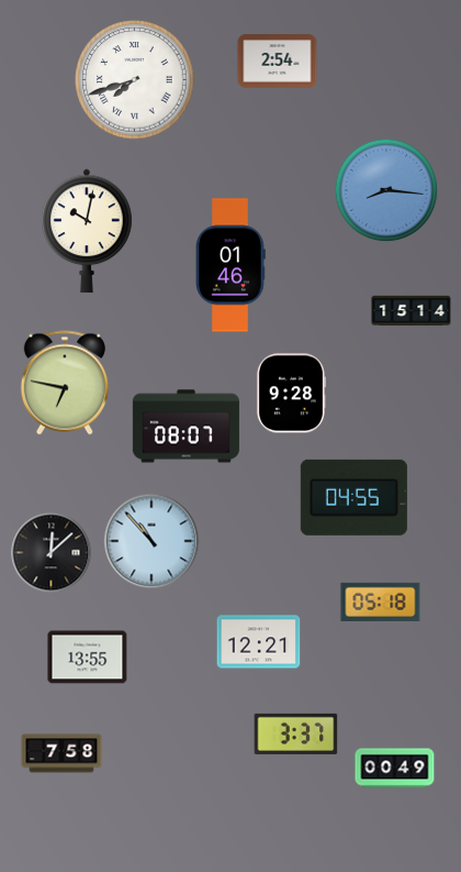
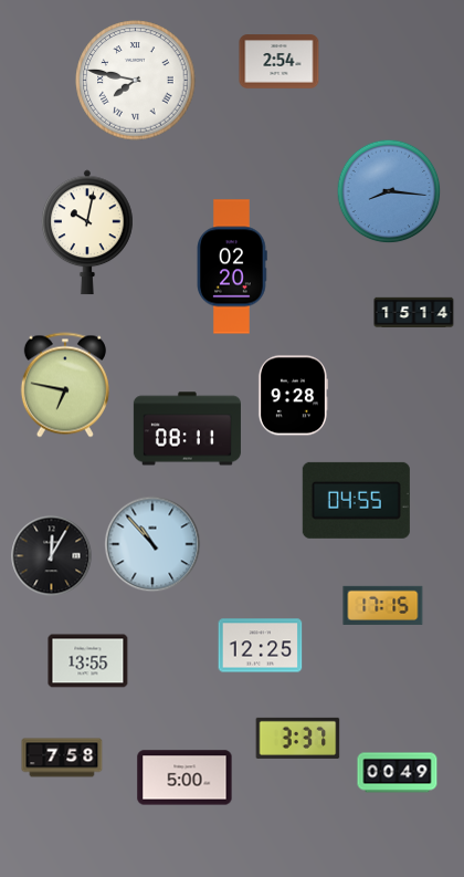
clock at (135, 80): 7:42 -> 7:47
clock at (231, 265): 01:46 -> 02:20
clock at (185, 427): 08:07 -> 08:11
clock at (52, 553): 12:08 -> 12:05
clock at (381, 601): 05:18 -> 17:15
clock at (259, 642): 12:21 -> 12:25
clock at (184, 777): none -> 5:00
